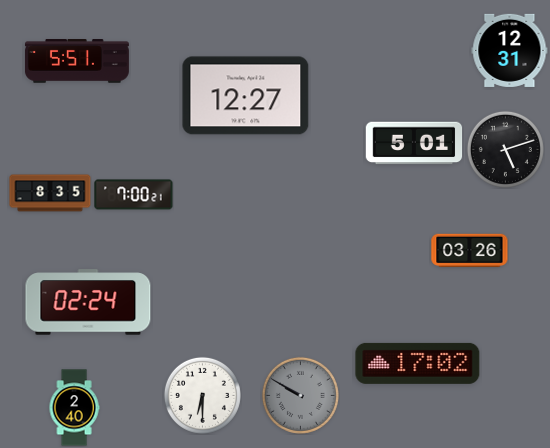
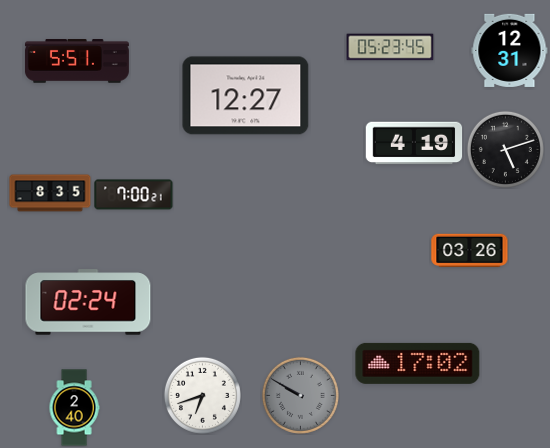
clock at (390, 47): none -> 05:23
clock at (414, 143): 5:01 -> 4:19
clock at (202, 395): 6:30 -> 6:42
